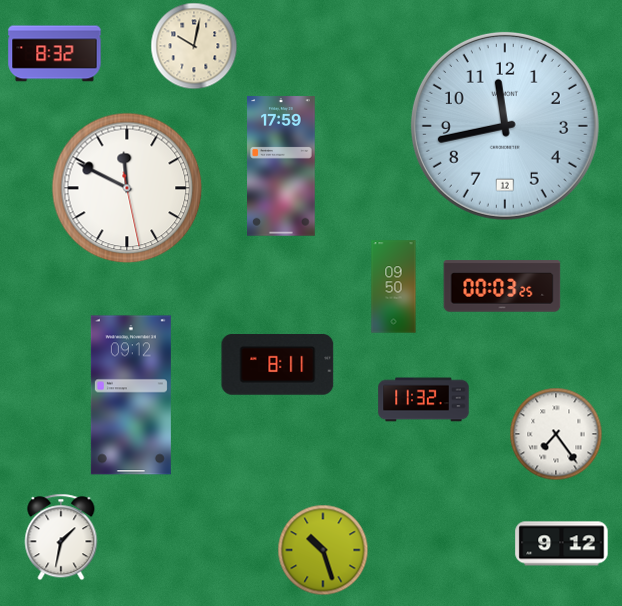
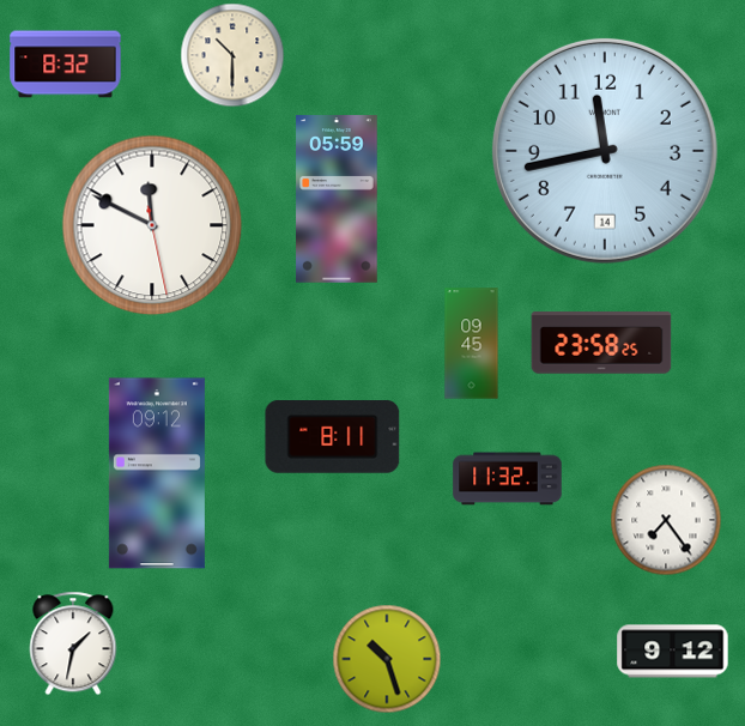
clock at (194, 46): 10:02 -> 10:30
clock at (505, 126) date: 12 -> 14
clock at (281, 166): 17:59 -> 05:59
clock at (502, 286): 00:03 -> 23:58
clock at (394, 287): 09:50 -> 09:45
